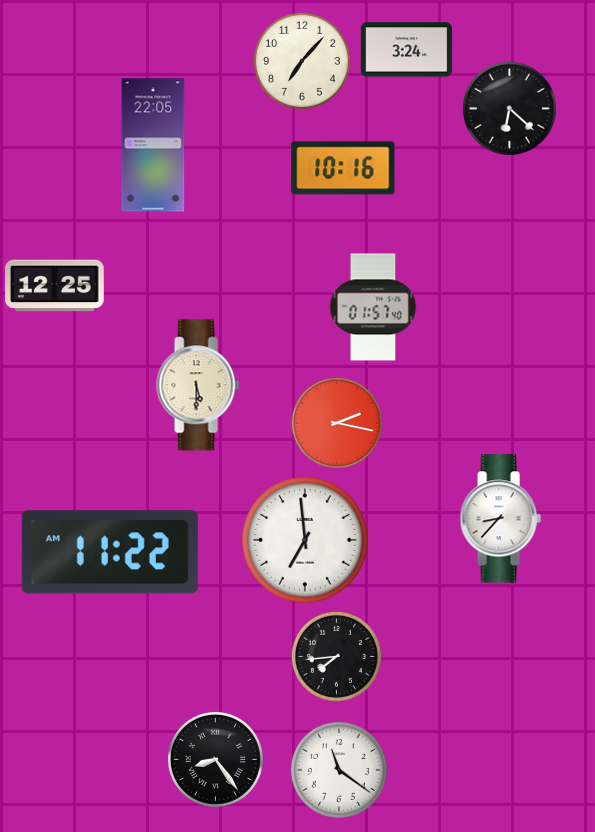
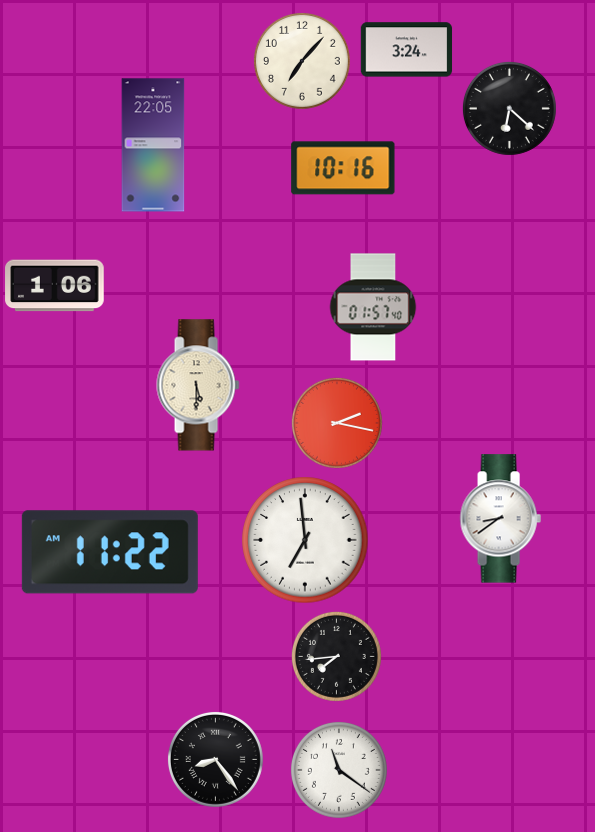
clock at (55, 286): 12:25 -> 1:06
clock at (500, 519): 8:37 -> 8:39
